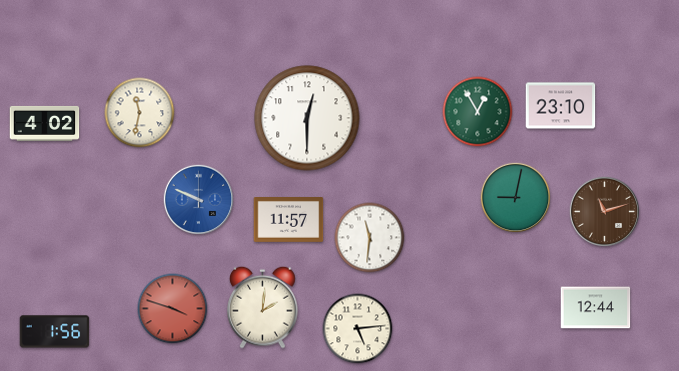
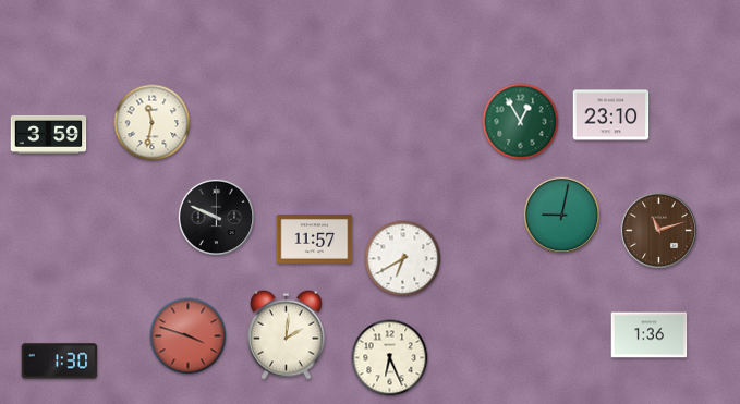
clock at (307, 118): 12:30 -> none
clock at (45, 123): 4:02 -> 3:59
clock at (199, 200) dial: blue -> black
clock at (370, 238): 11:31 -> 6:40
clock at (596, 308): 12:44 -> 1:36
clock at (358, 329): 5:14 -> 6:26
clock at (55, 332): 1:56 -> 1:30
